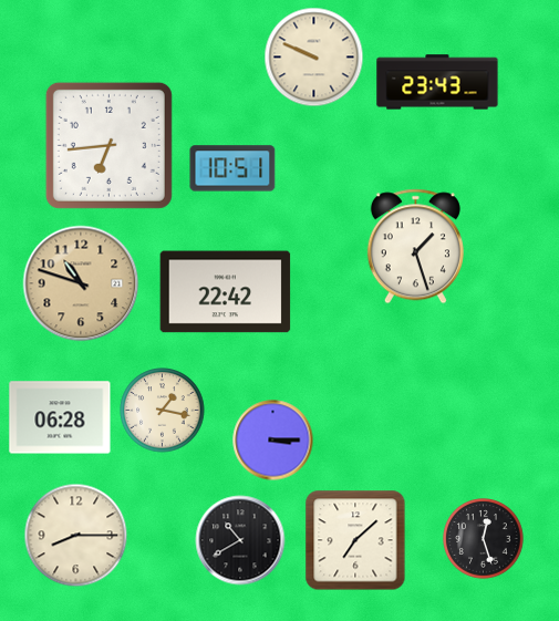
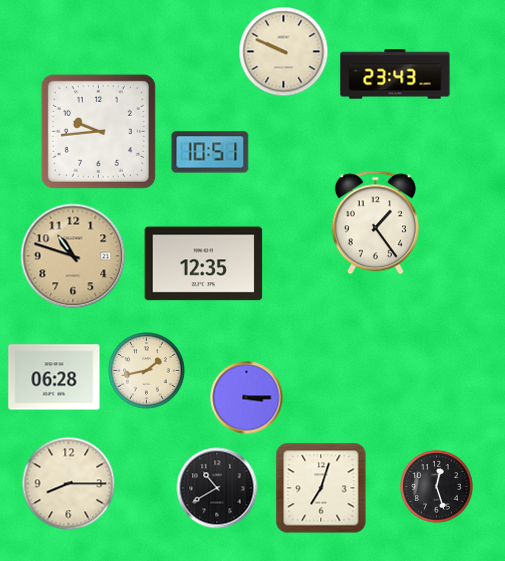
clock at (108, 145): 6:44 -> 9:44
clock at (415, 247): 1:27 -> 1:24
clock at (226, 292): 22:42 -> 12:35
clock at (163, 411): 1:17 -> 1:43
clock at (355, 540): 7:08 -> 7:03
